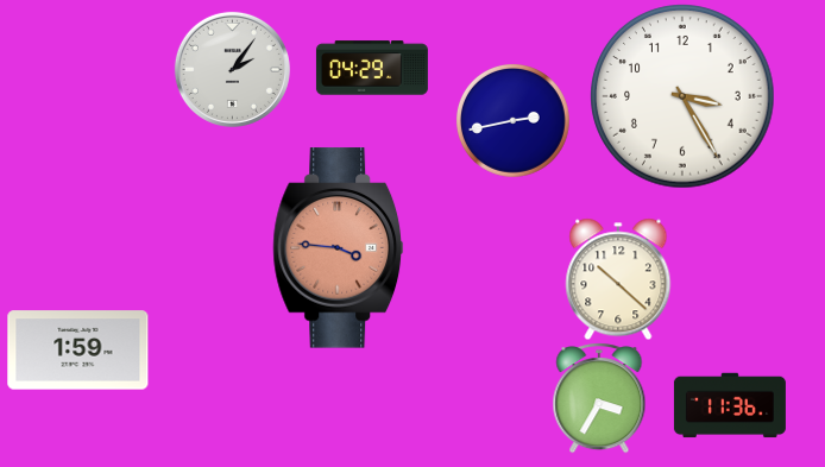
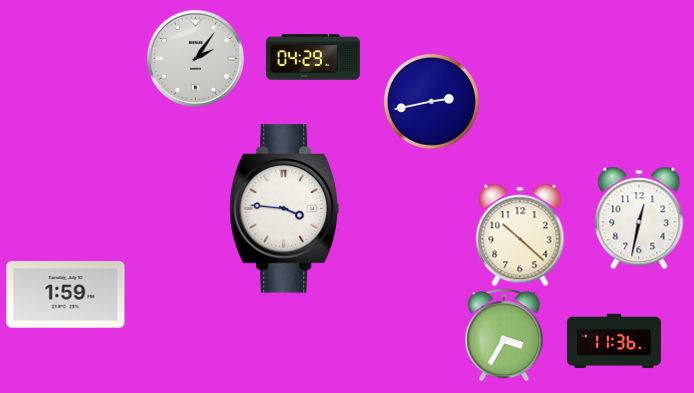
clock at (682, 96): 3:25 -> none
clock at (339, 248) dial: salmon -> white
clock at (639, 218): none -> 12:32
